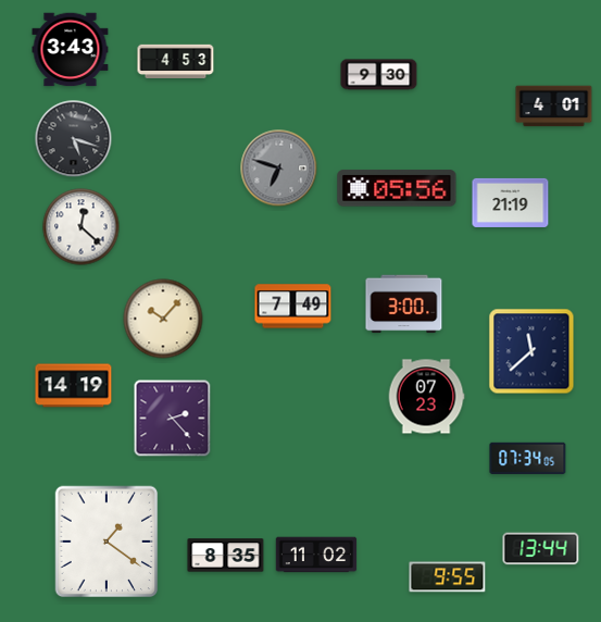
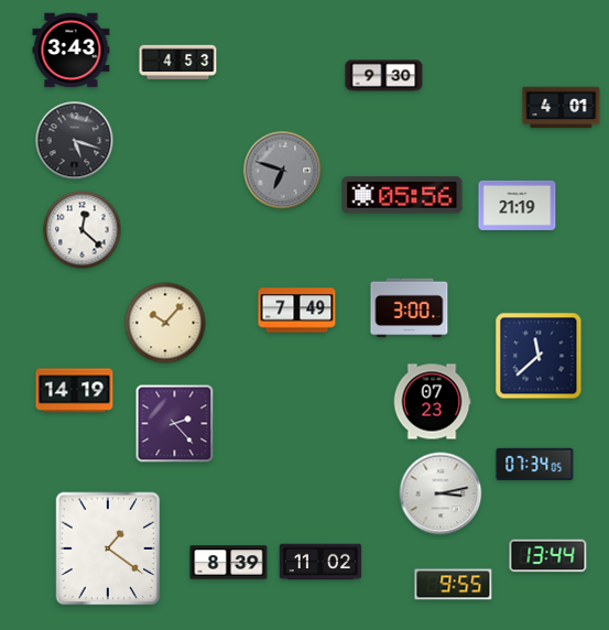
clock at (397, 188) position: (397, 188) -> (402, 195)
clock at (441, 493): none -> 3:13
clock at (226, 556): 8:35 -> 8:39
